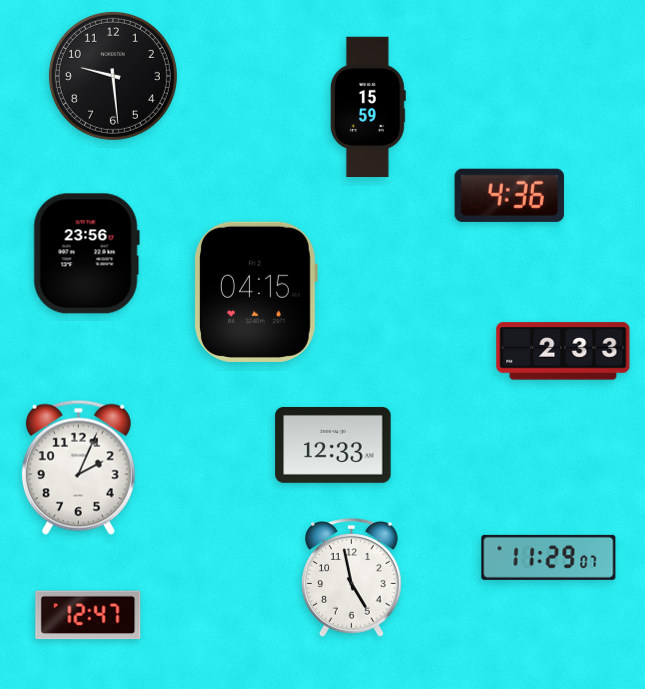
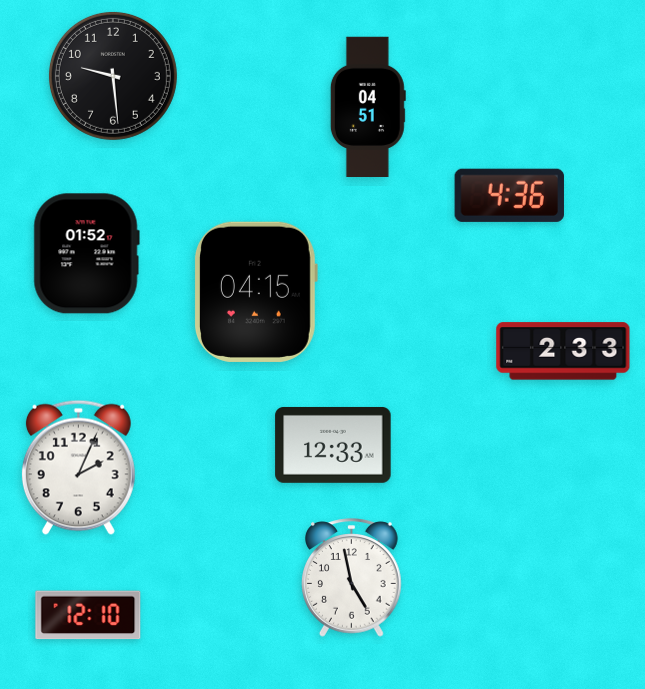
clock at (368, 107): 15:59 -> 04:51
clock at (86, 254): 23:56 -> 01:52
clock at (549, 557): 11:29 -> none
clock at (88, 615): 12:47 -> 12:10
